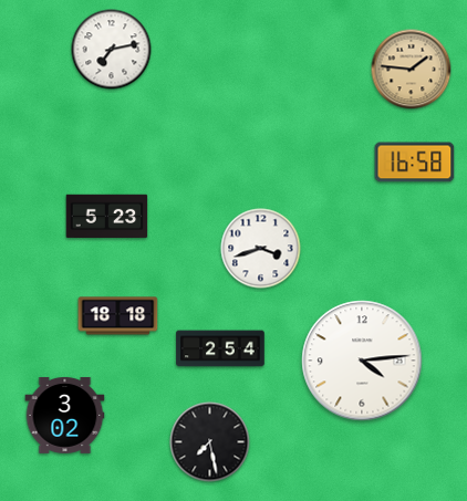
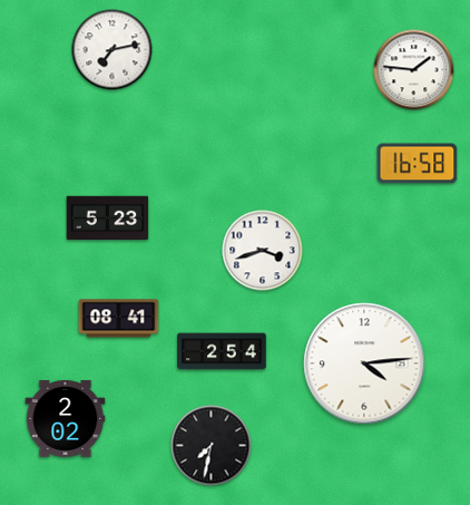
clock at (412, 70) dial: champagne -> white
clock at (118, 316): 18:18 -> 08:41
clock at (65, 415): 3:02 -> 2:02
clock at (210, 442): 7:28 -> 7:32
